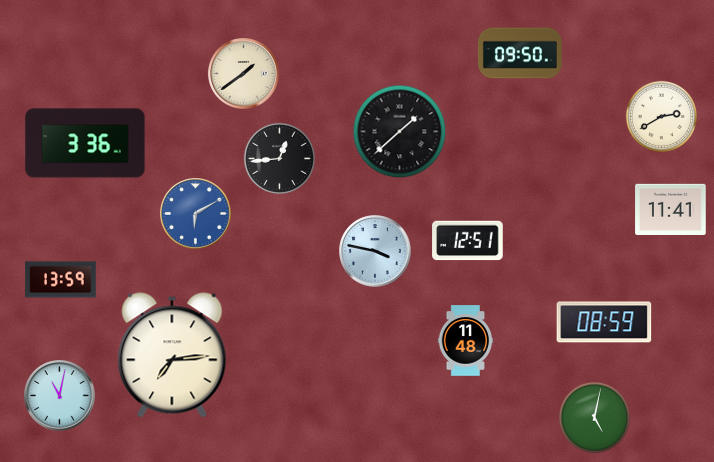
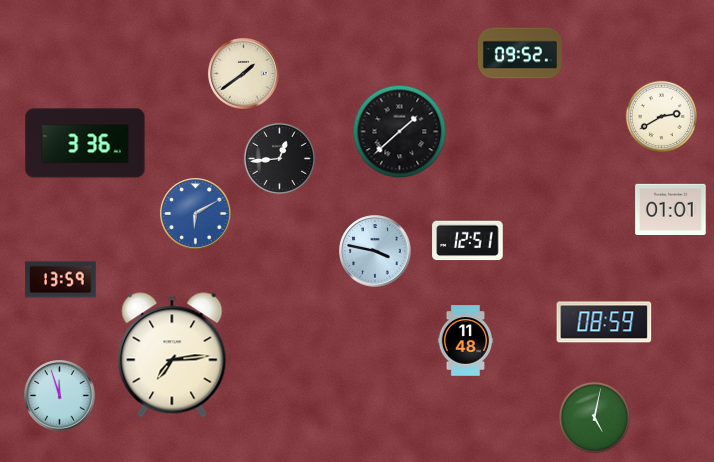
clock at (520, 53): 09:50 -> 09:52
clock at (671, 210): 11:41 -> 01:01
clock at (60, 396): 11:02 -> 11:57
